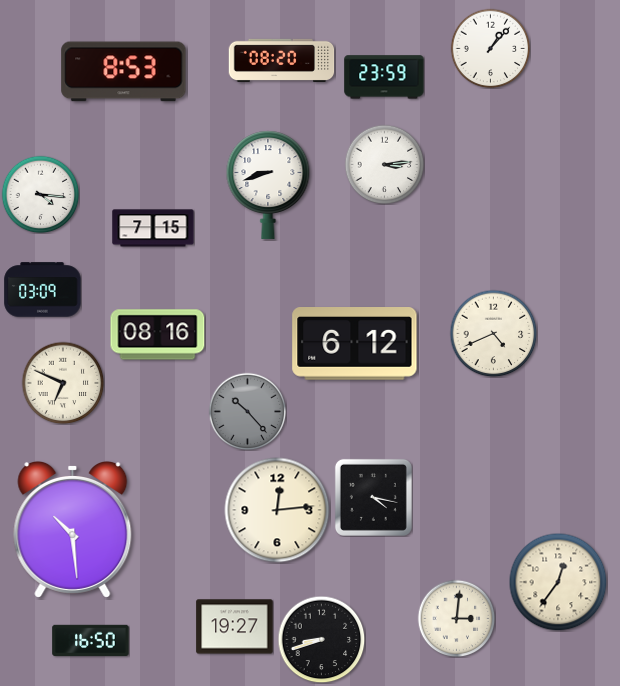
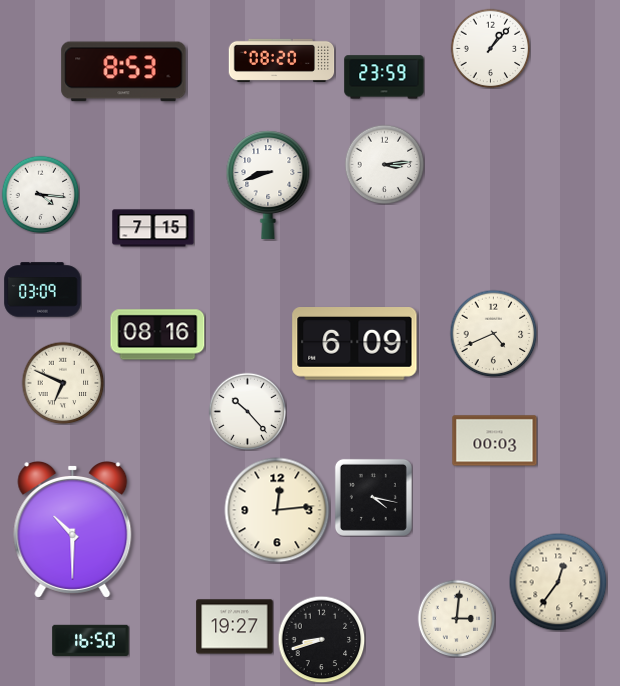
clock at (355, 344): 6:12 -> 6:09
clock at (247, 411) dial: grey -> white
clock at (495, 441): none -> 00:03
clock at (73, 529): 10:29 -> 10:30
